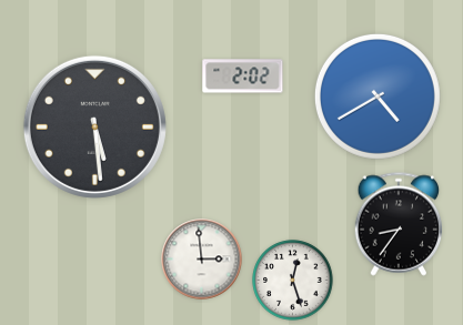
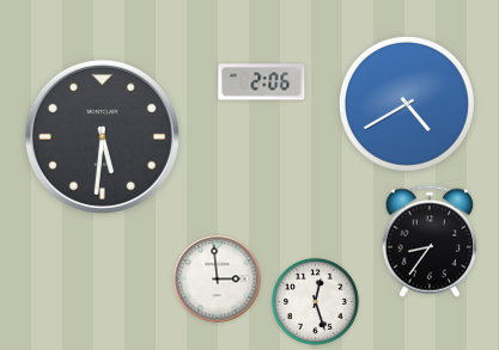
clock at (243, 77): 2:02 -> 2:06
clock at (94, 126): 5:29 -> 5:31
